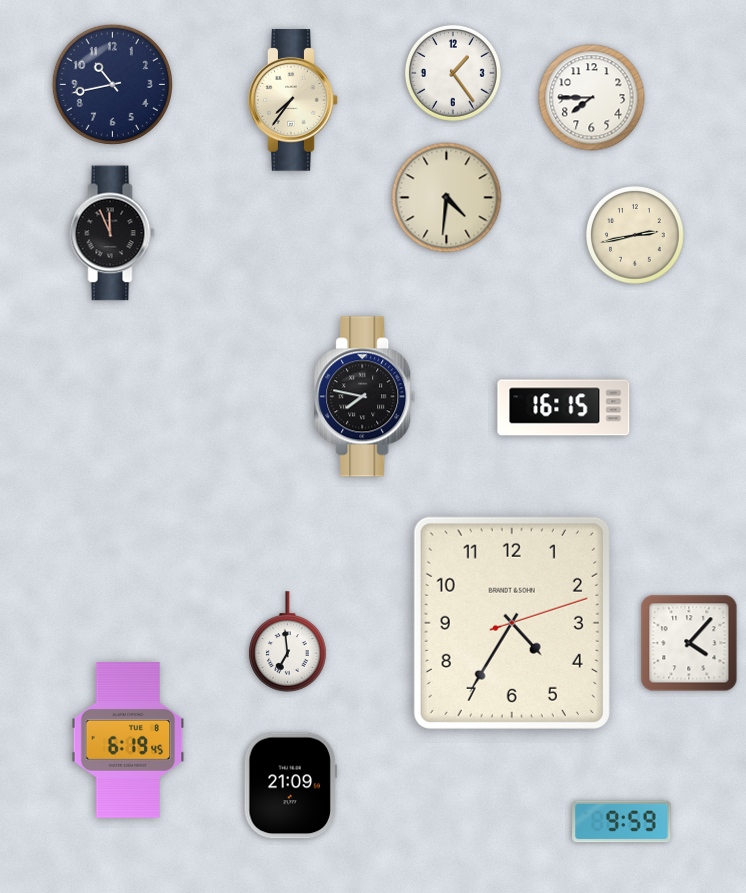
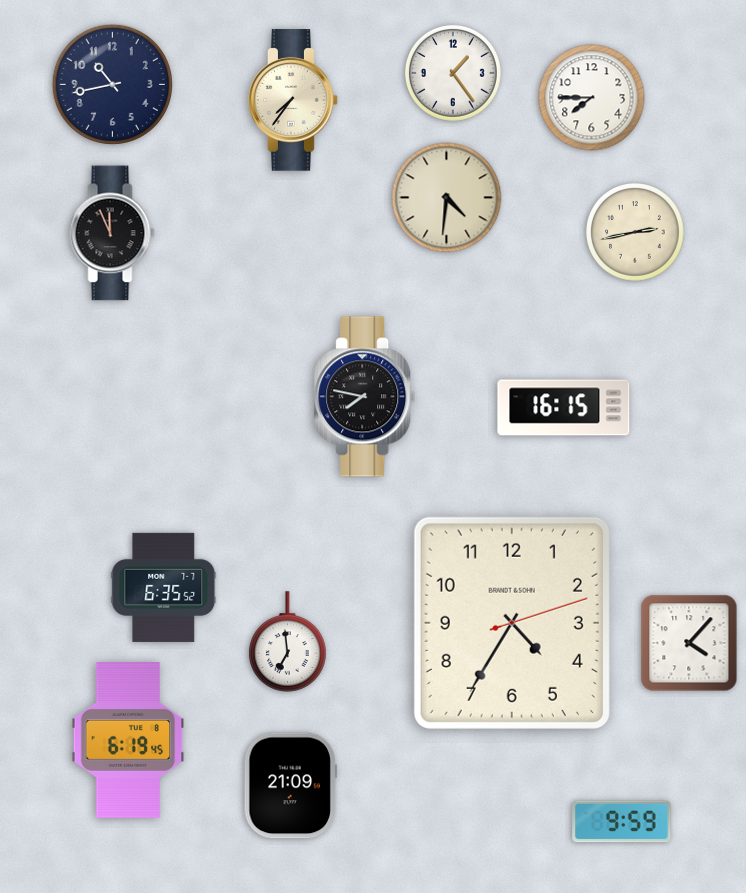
clock at (635, 235) position: (635, 235) -> (635, 232)
clock at (164, 587): none -> 6:35
